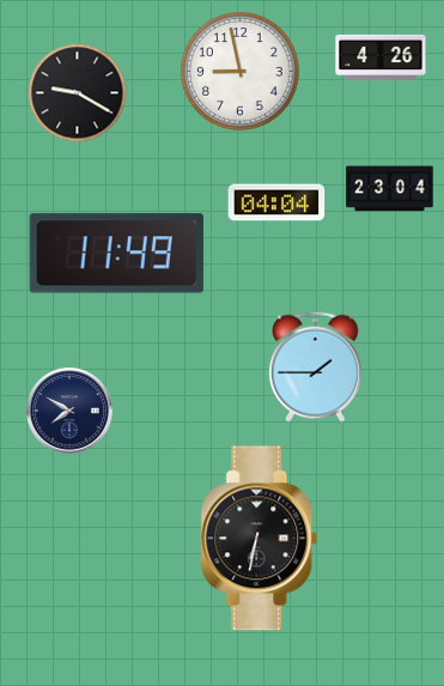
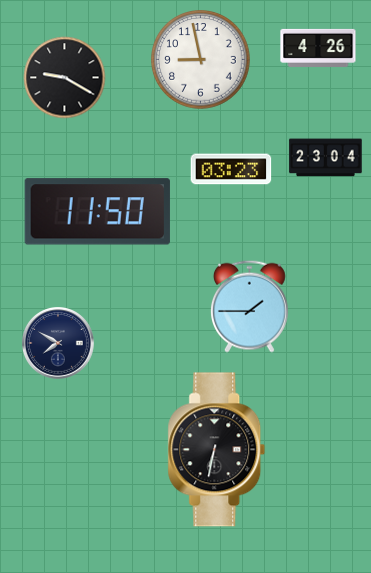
clock at (276, 202): 04:04 -> 03:23
clock at (116, 254): 11:49 -> 11:50
clock at (315, 366) position: (315, 366) -> (249, 306)
